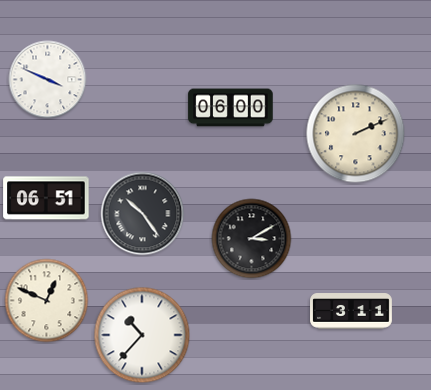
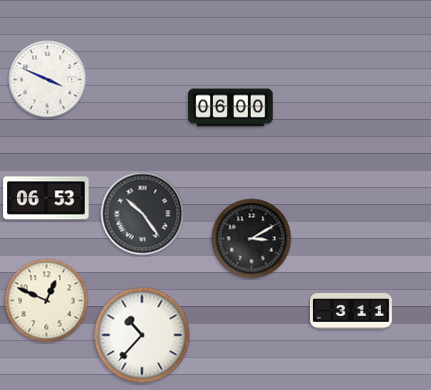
clock at (356, 134): 2:11 -> none
clock at (46, 198): 06:51 -> 06:53
